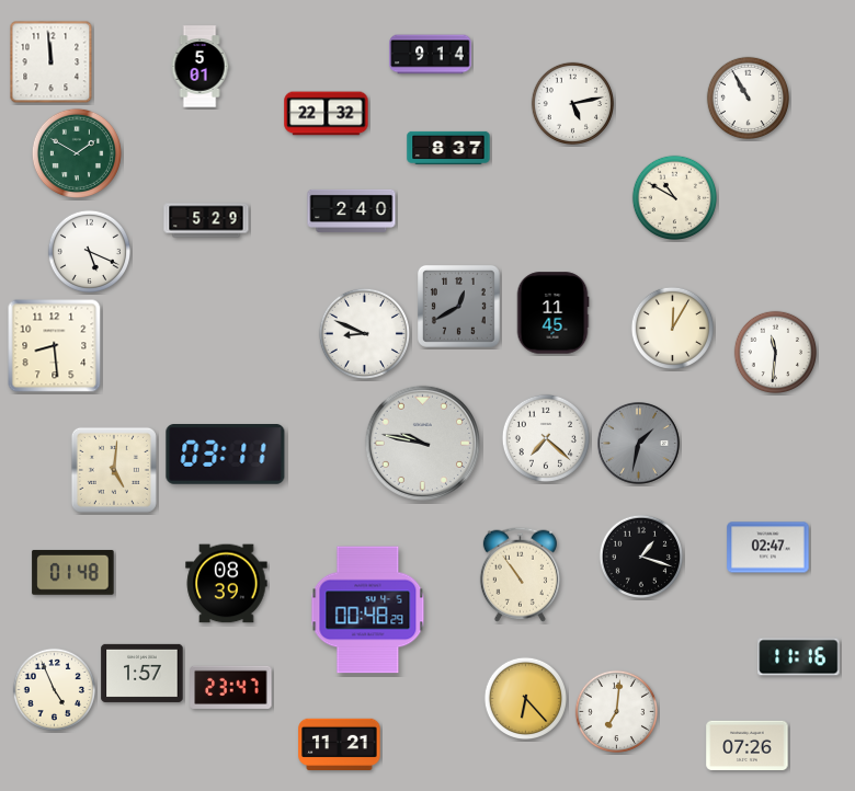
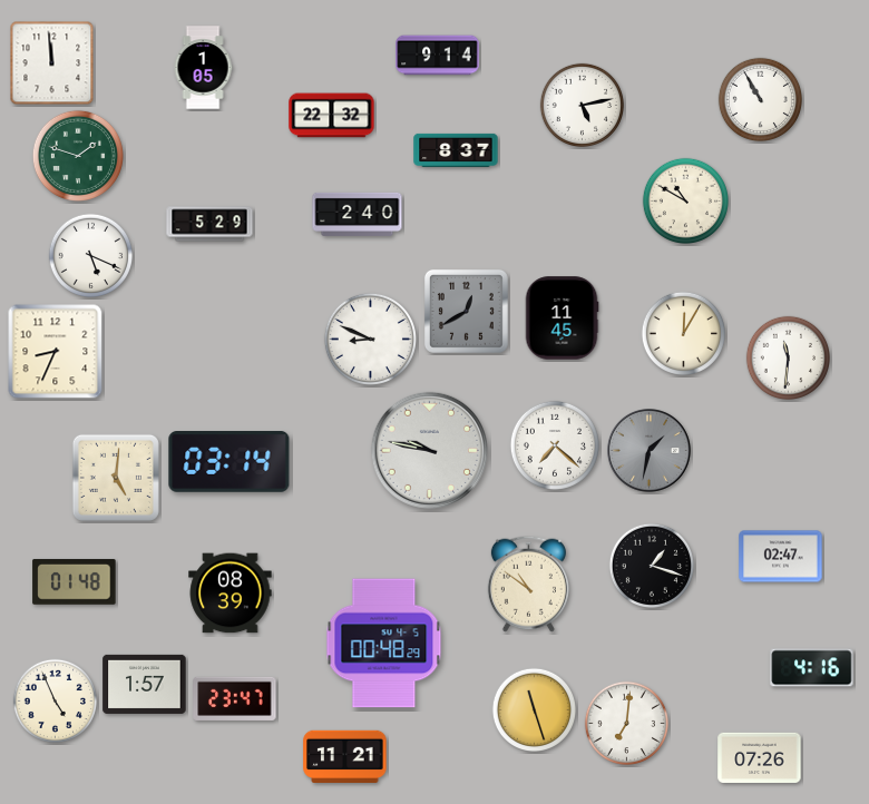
clock at (200, 67): 5:01 -> 1:05
clock at (77, 153): 1:50 -> 1:48
clock at (55, 346): 8:29 -> 8:34
clock at (226, 455): 03:11 -> 03:14
clock at (520, 574): 10:54 -> 10:51
clock at (368, 610) position: (368, 610) -> (384, 644)
clock at (799, 657): 11:16 -> 4:16
clock at (525, 698): 6:23 -> 11:27
